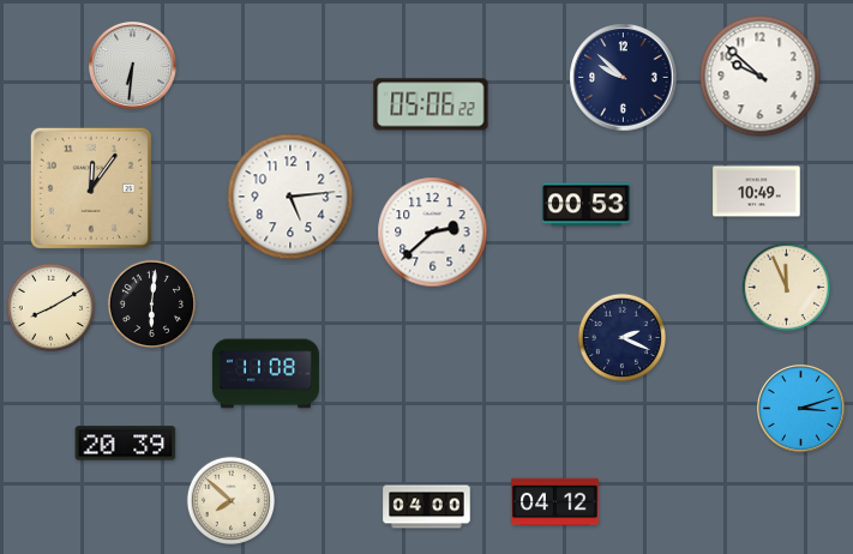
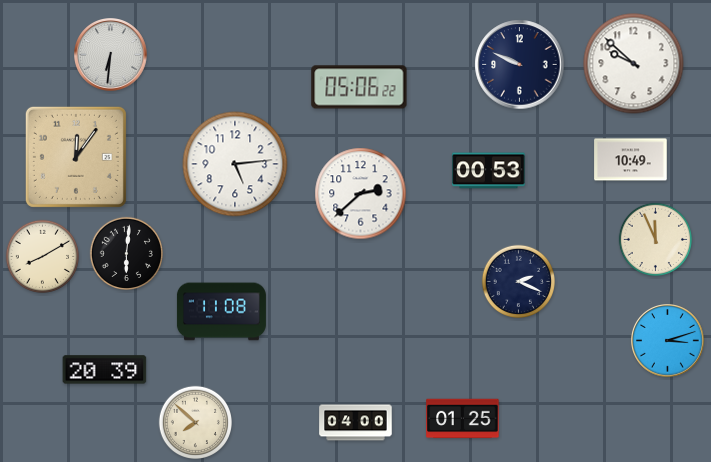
clock at (624, 78): 9:52 -> 9:49
clock at (290, 197) position: (290, 197) -> (235, 164)
clock at (230, 500) position: (230, 500) -> (195, 422)
clock at (555, 502): 04:12 -> 01:25
